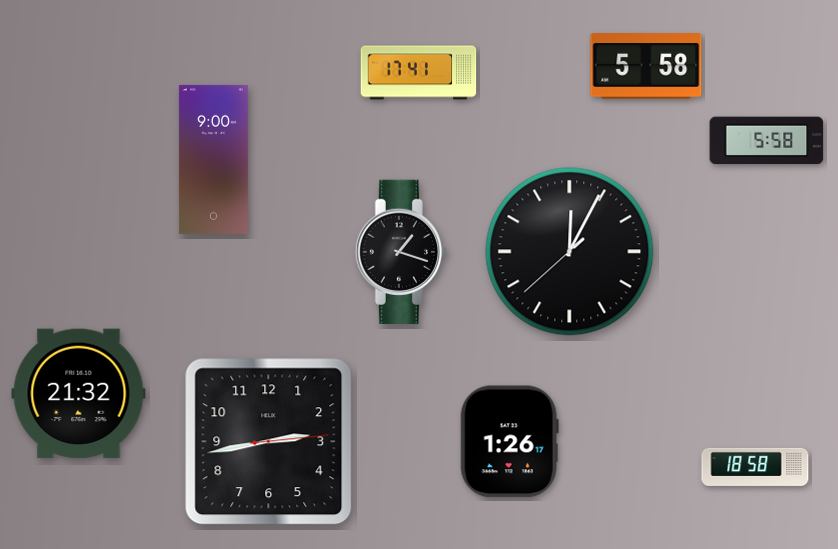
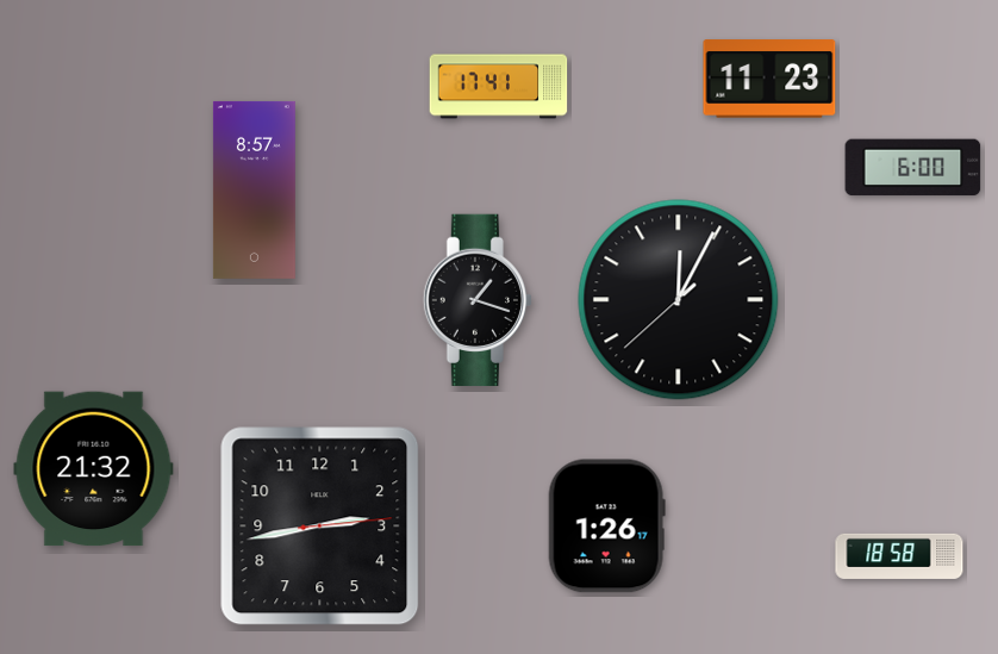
clock at (646, 66): 5:58 -> 11:23
clock at (767, 141): 5:58 -> 6:00
clock at (213, 159): 9:00 -> 8:57
